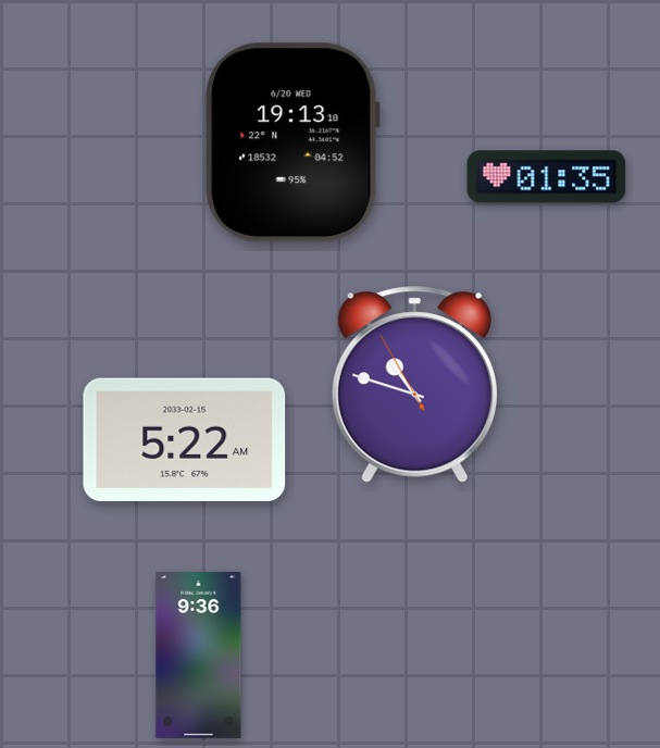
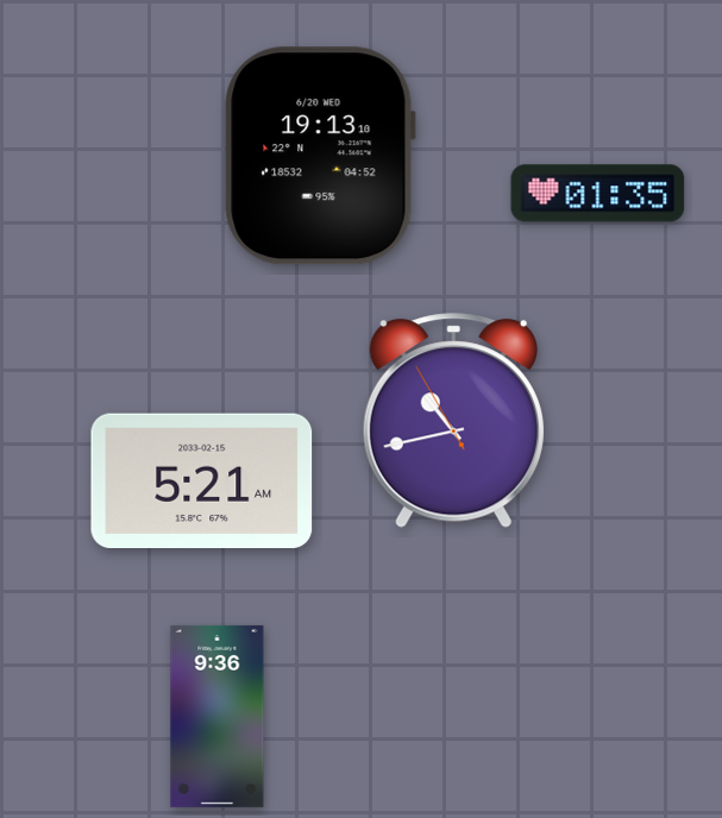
clock at (414, 385): 10:47 -> 10:42
clock at (185, 439): 5:22 -> 5:21
